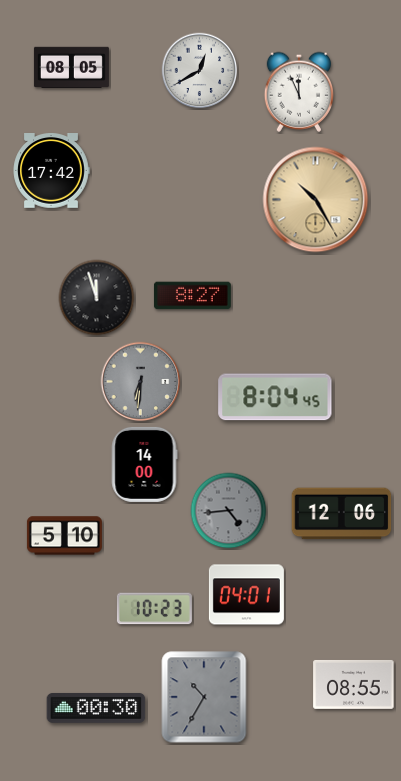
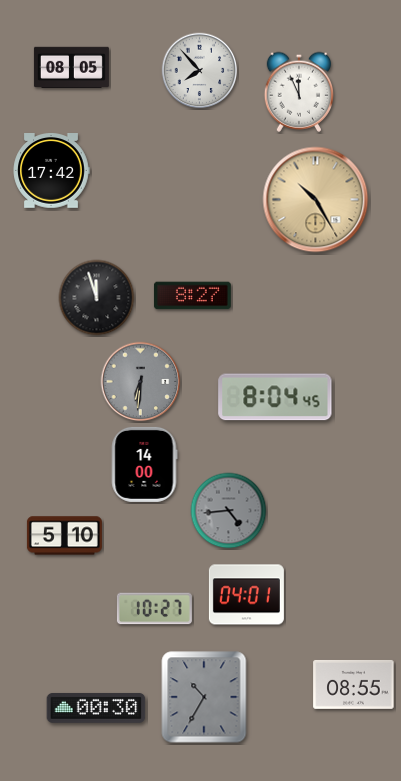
clock at (200, 71): 12:40 -> 7:53
clock at (342, 514): 12:06 -> none
clock at (154, 609): 10:23 -> 10:27
